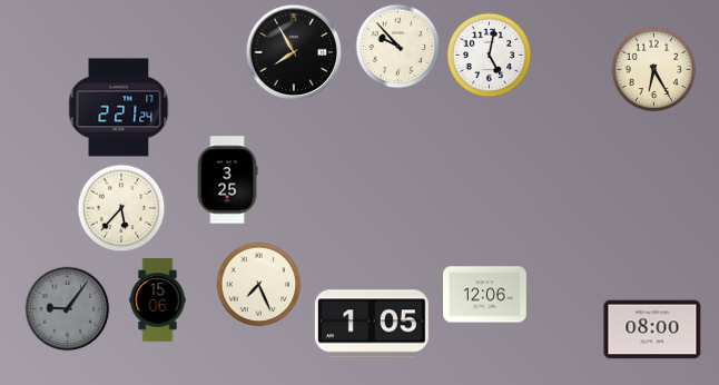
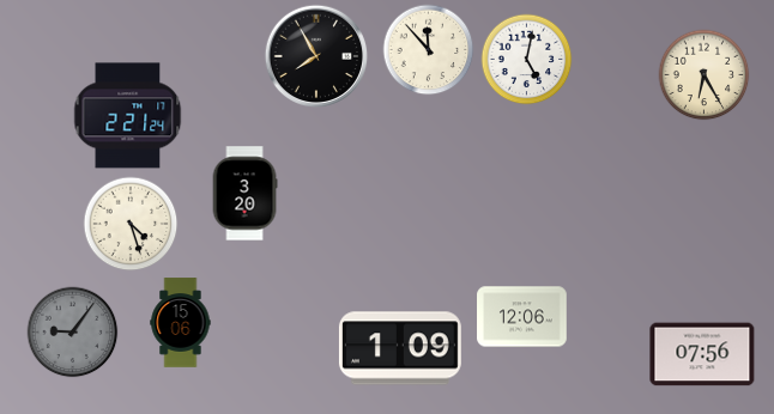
clock at (398, 47): 9:53 -> 11:53
clock at (227, 180): 3:25 -> 3:20
clock at (121, 208): 5:37 -> 4:27
clock at (259, 285): 7:26 -> none
clock at (158, 300) position: (158, 300) -> (181, 323)
clock at (372, 324): 1:05 -> 1:09
clock at (652, 329): 08:00 -> 07:56
